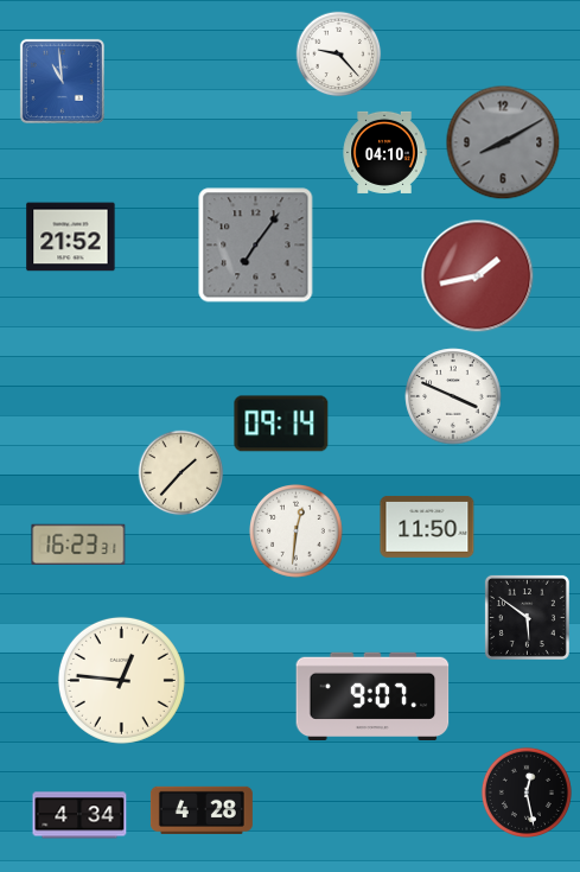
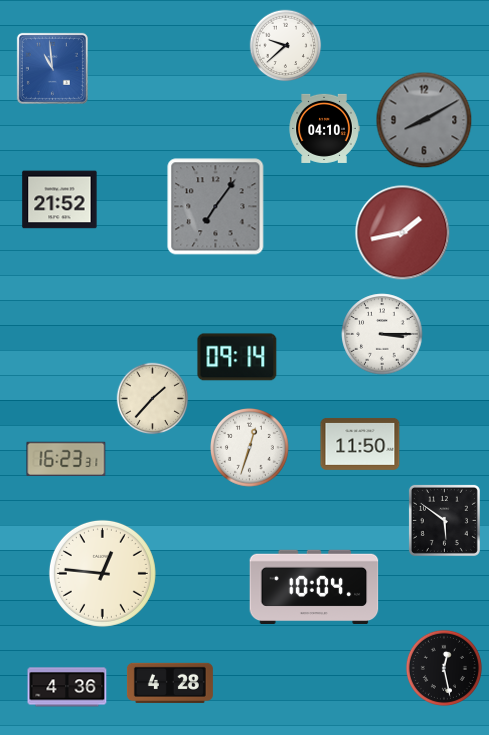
clock at (339, 55): 9:23 -> 9:38
clock at (453, 396): 3:49 -> 3:15
clock at (297, 532): 12:31 -> 12:33
clock at (372, 695): 9:07 -> 10:04
clock at (79, 815): 4:34 -> 4:36
